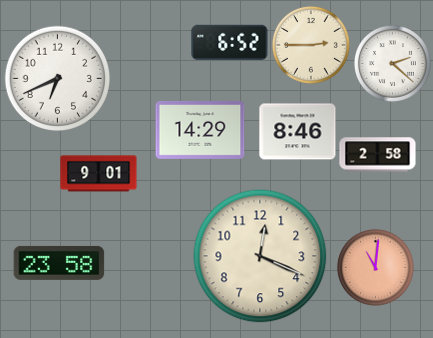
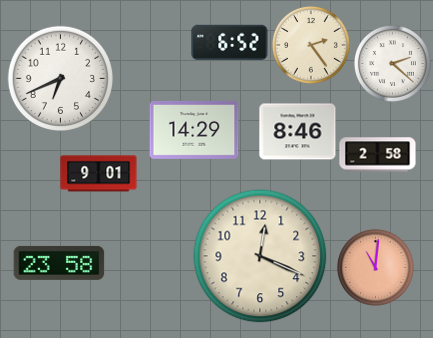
clock at (311, 45): 2:45 -> 2:24
clock at (58, 79) position: (58, 79) -> (61, 79)
clock at (200, 130) position: (200, 130) -> (194, 130)
